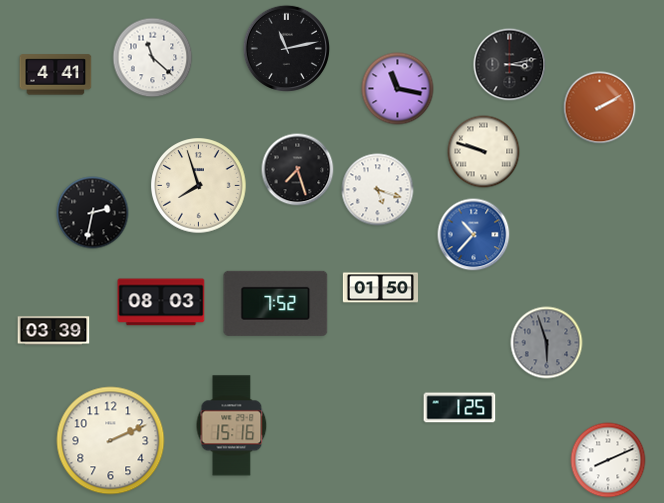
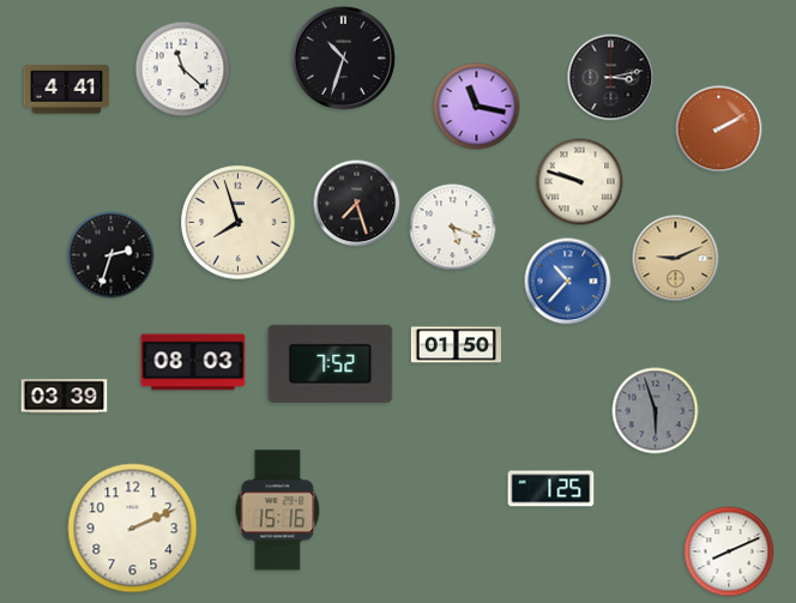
clock at (286, 48): 11:13 -> 10:33
clock at (93, 213): 2:32 -> 2:33
clock at (676, 259): none -> 9:11
